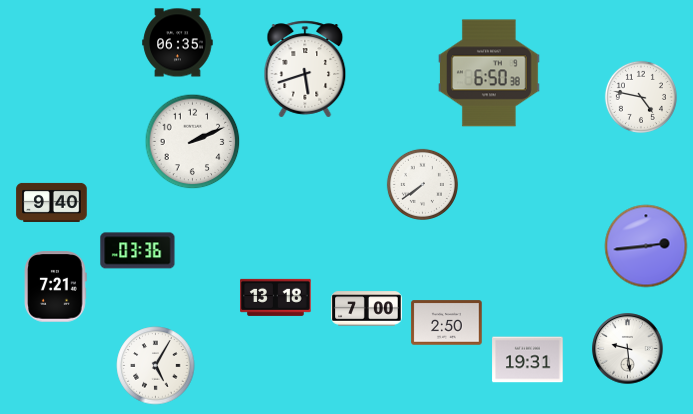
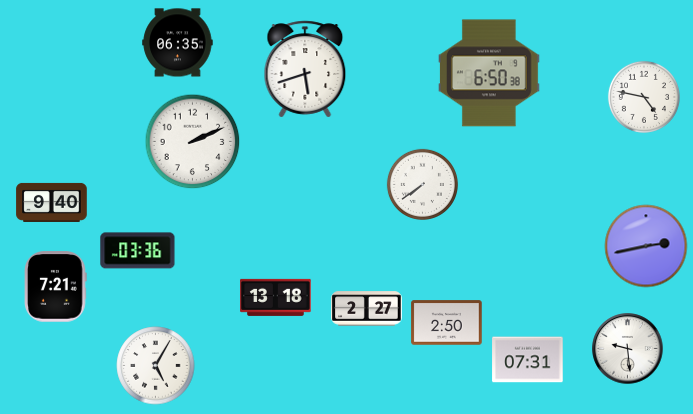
clock at (641, 97) position: (641, 97) -> (644, 97)
clock at (646, 246): 2:44 -> 2:43
clock at (367, 309): 7:00 -> 2:27
clock at (528, 360): 19:31 -> 07:31
